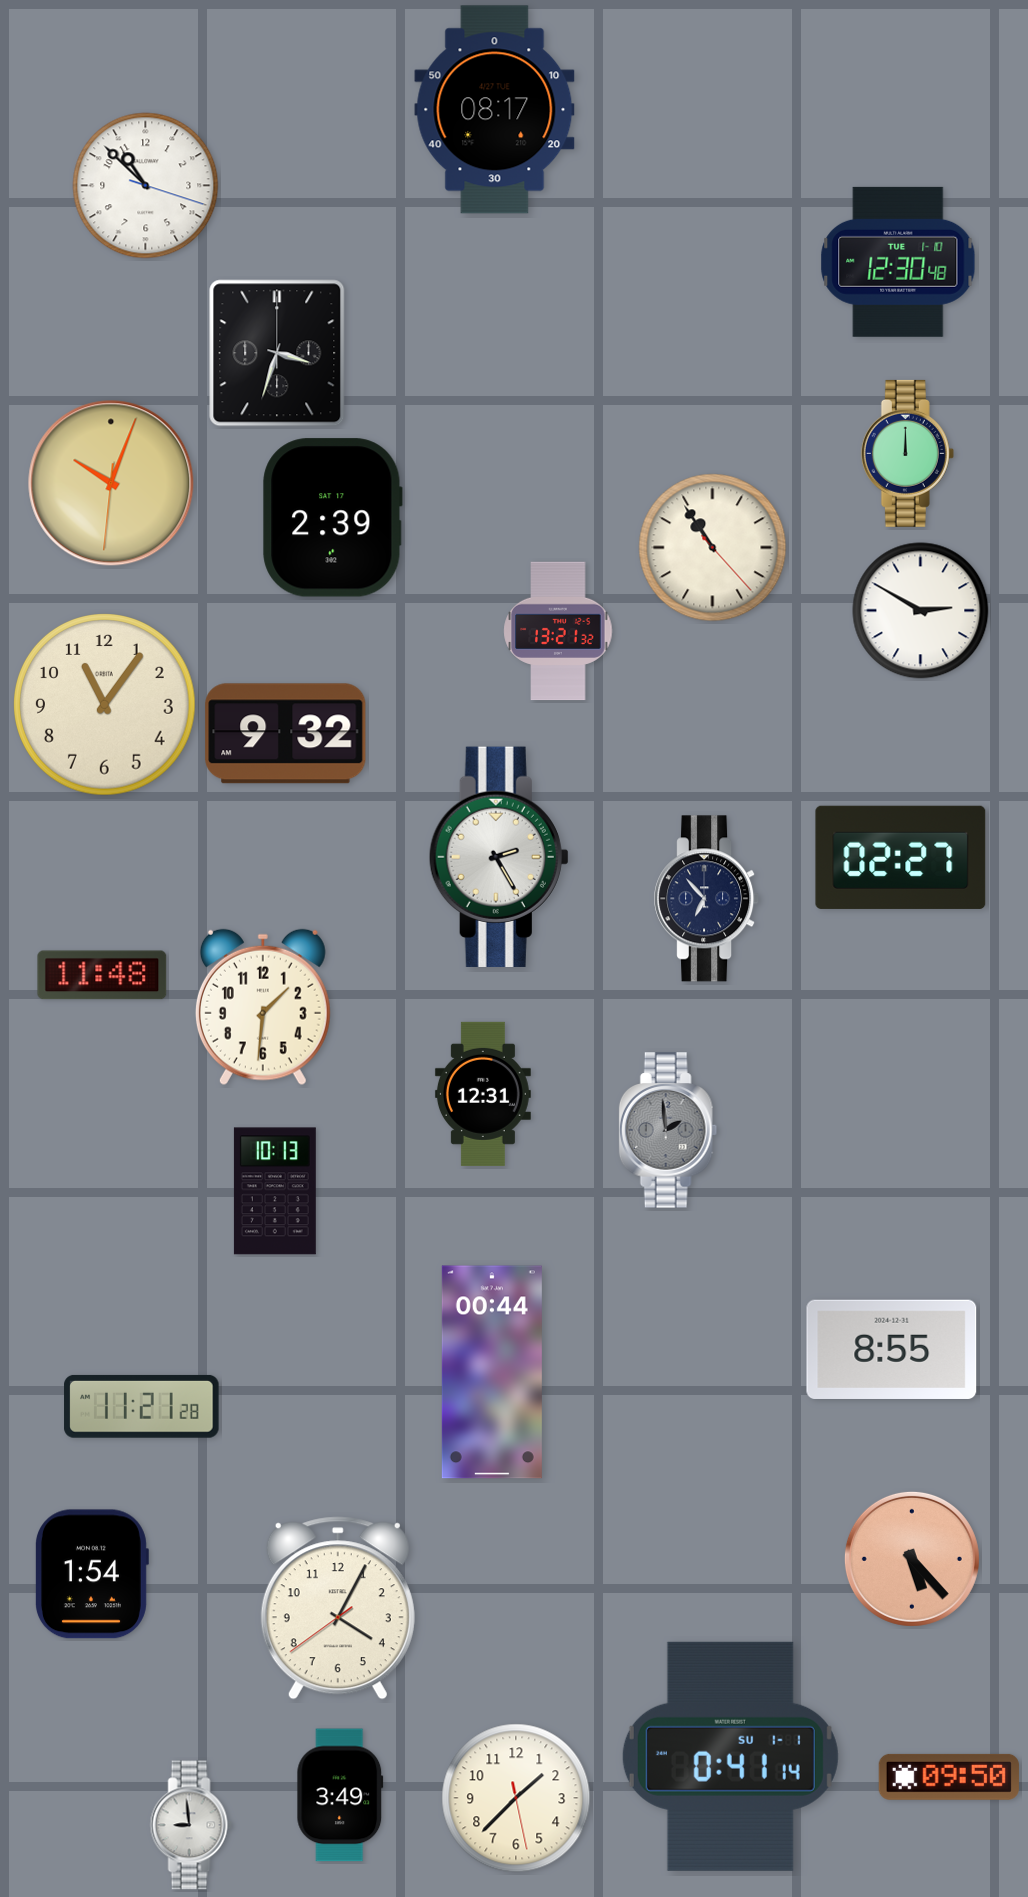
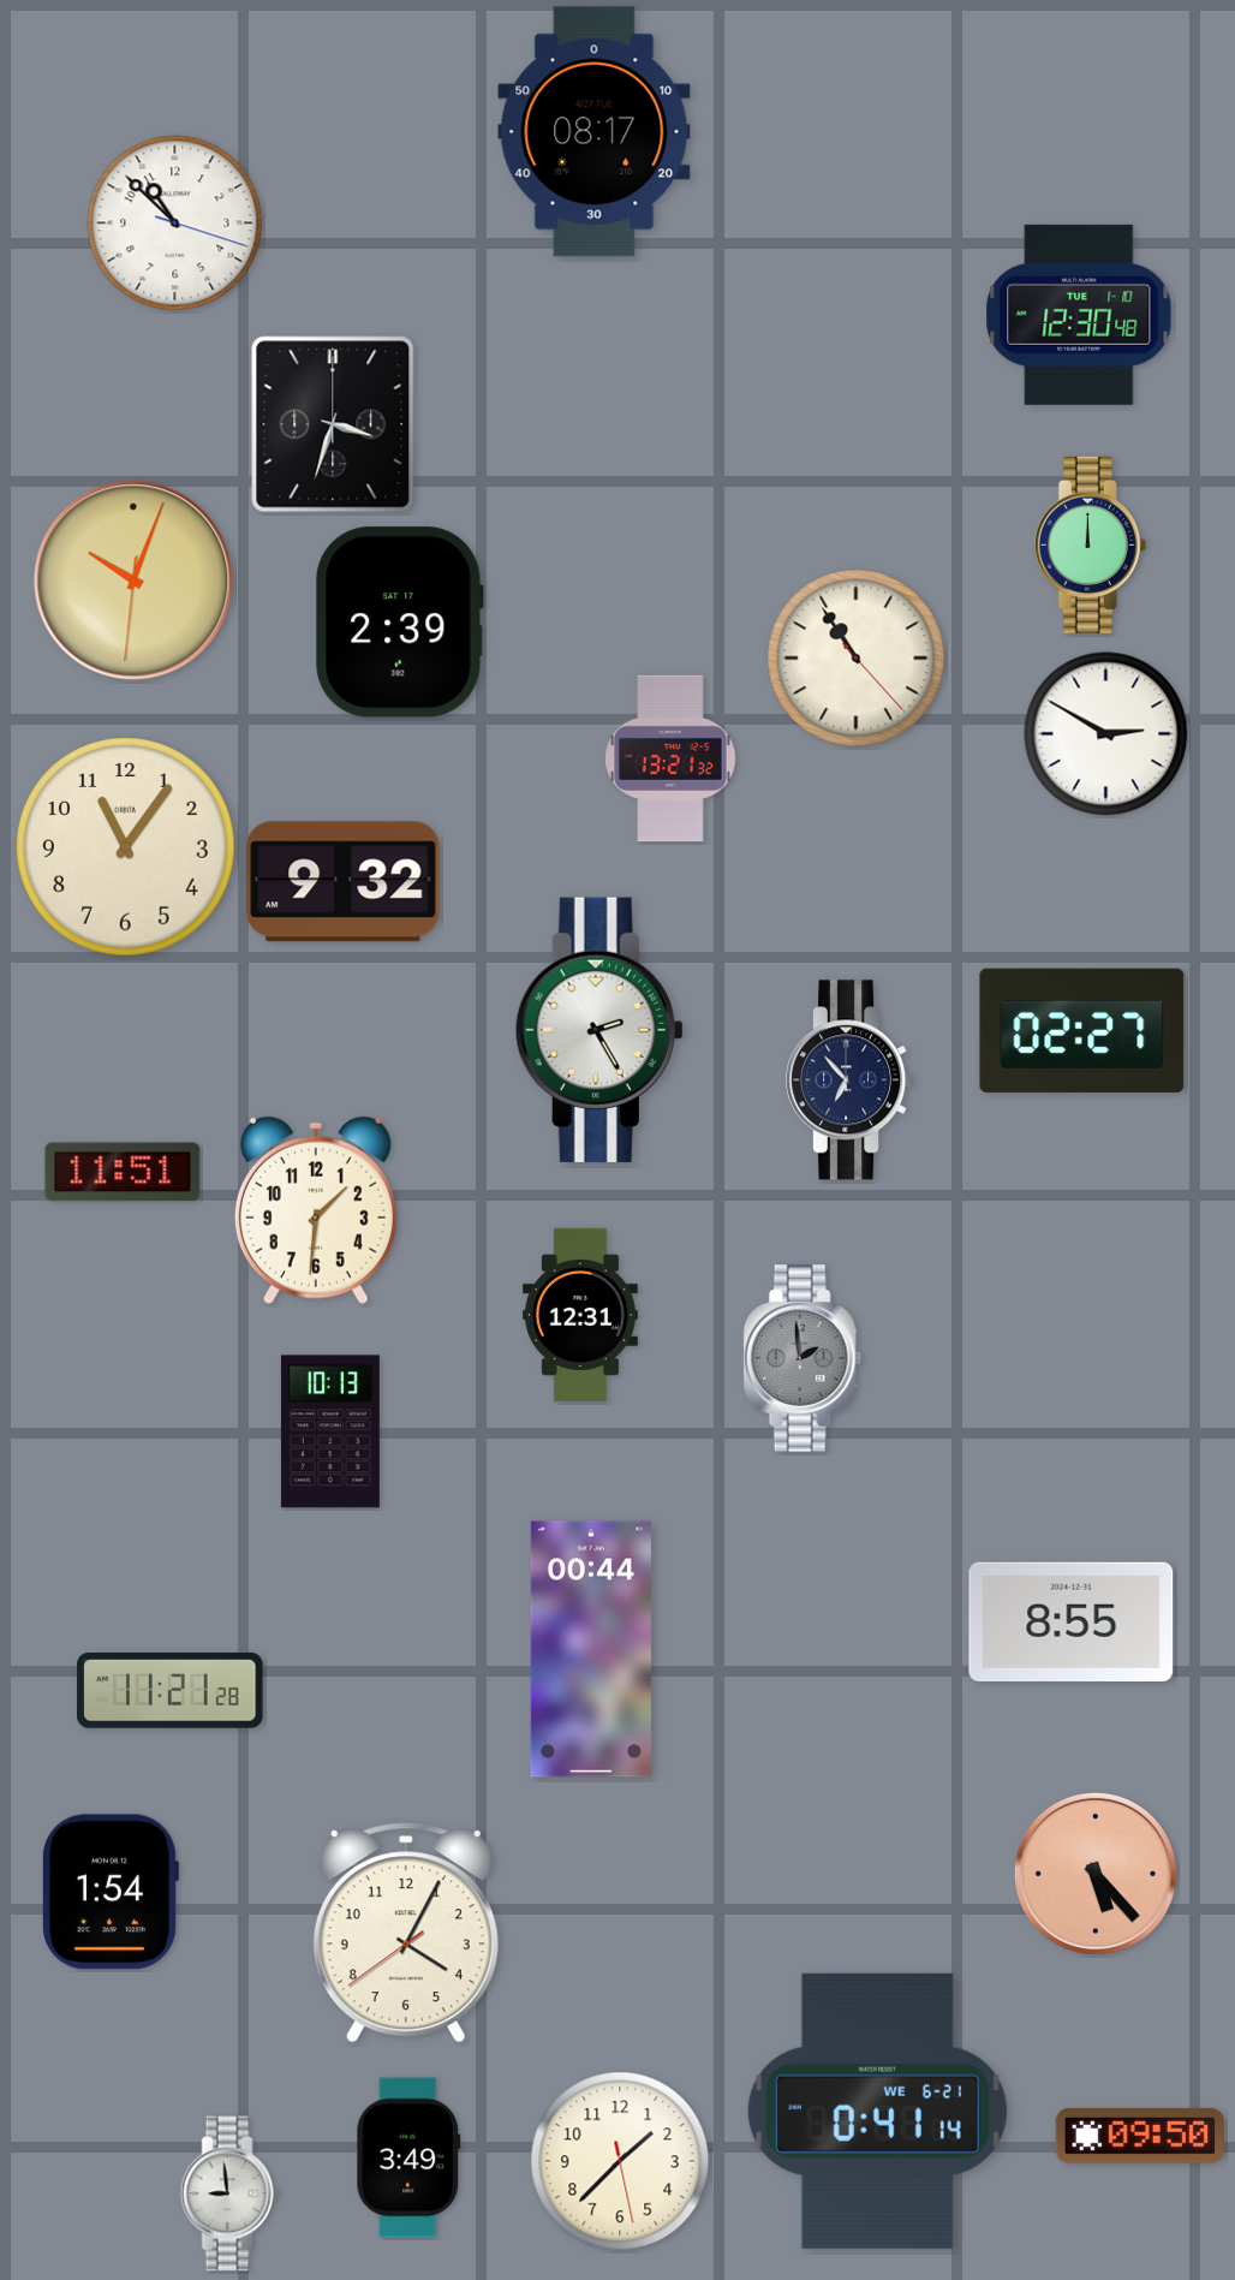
clock at (102, 975): 11:48 -> 11:51
clock at (730, 1756) date: SU 1-1 -> WE 6-21
